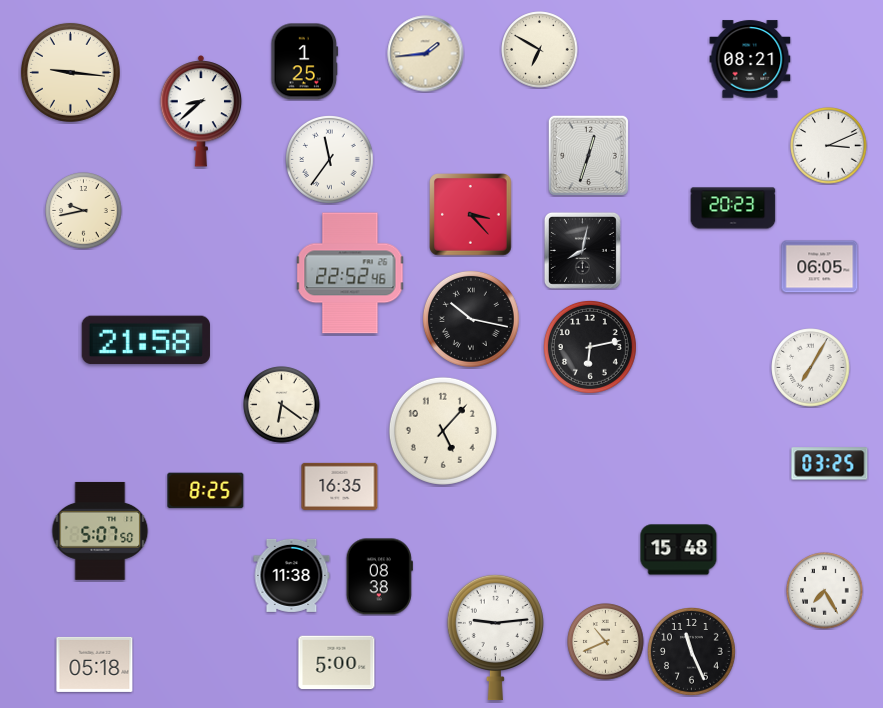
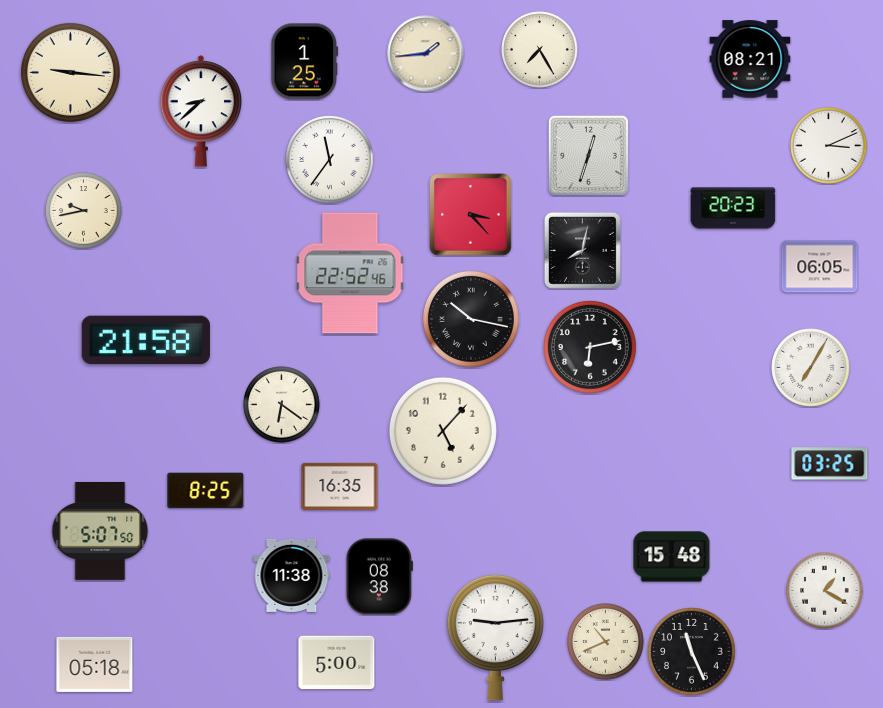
clock at (540, 50): 6:50 -> 7:25
clock at (679, 550) position: (679, 550) -> (672, 557)
clock at (825, 591): 7:25 -> 1:20
